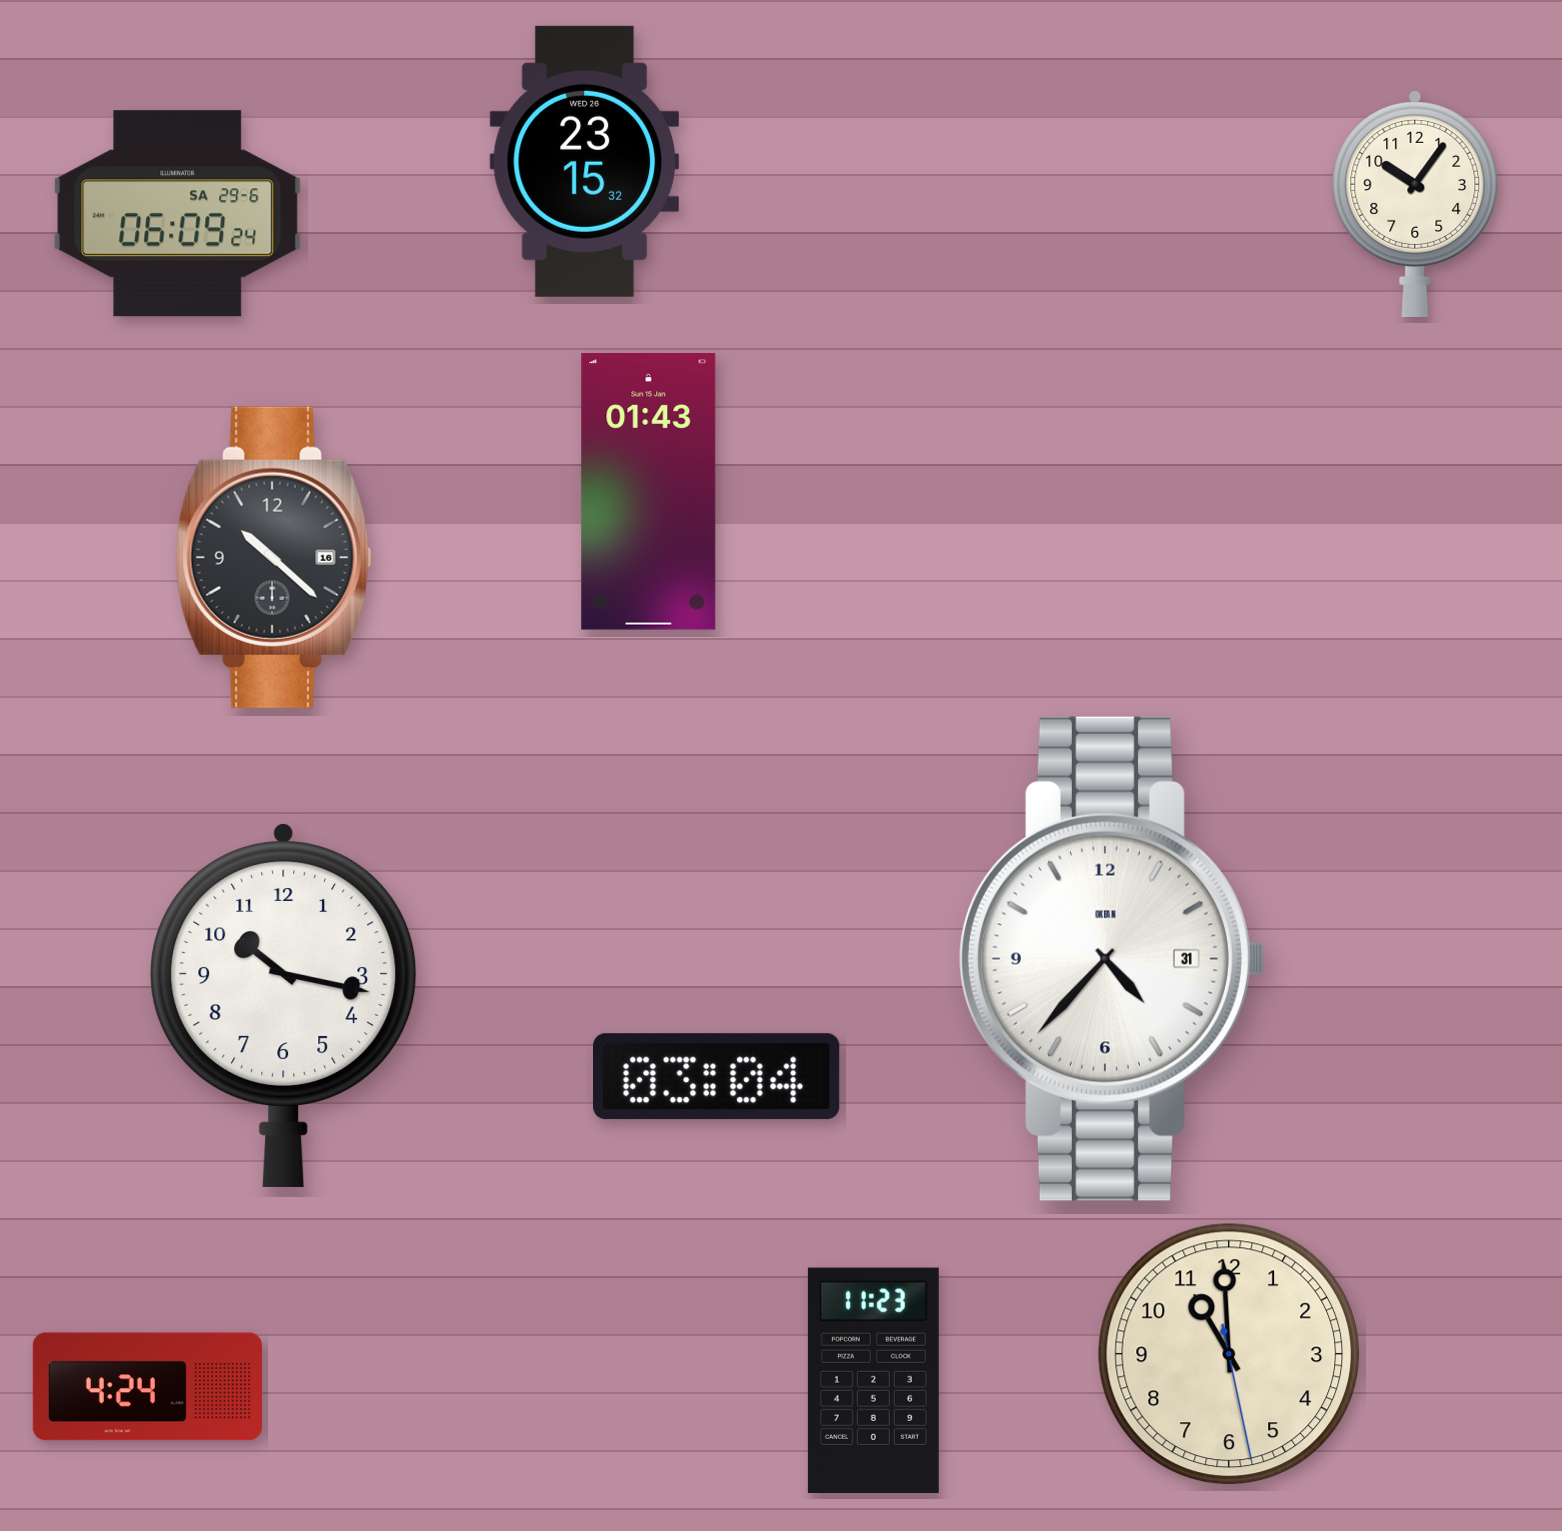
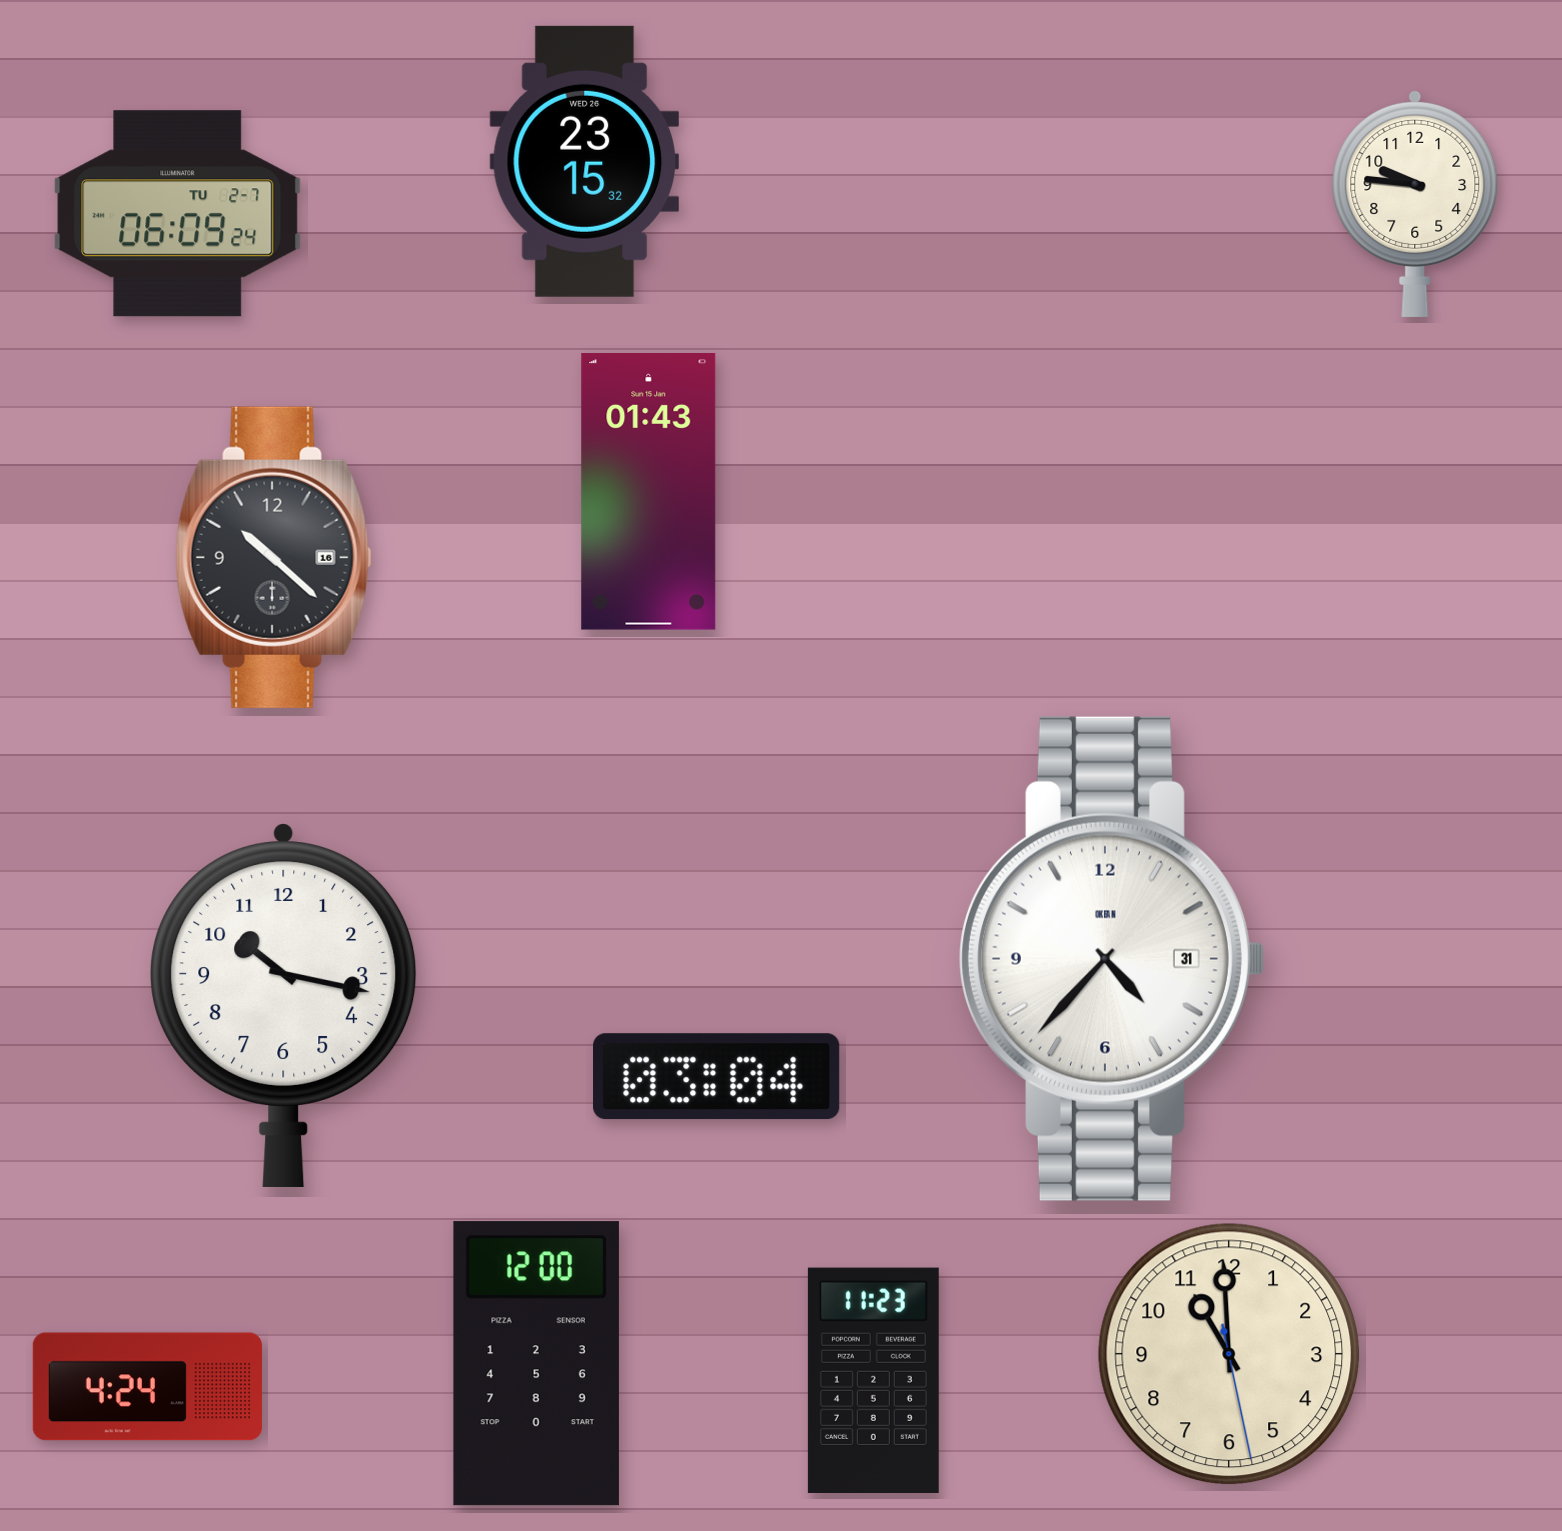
clock at (1415, 203): 10:06 -> 9:46
clock at (178, 214) date: SA 29-6 -> TU 2-7
clock at (536, 1364): none -> 12:00
